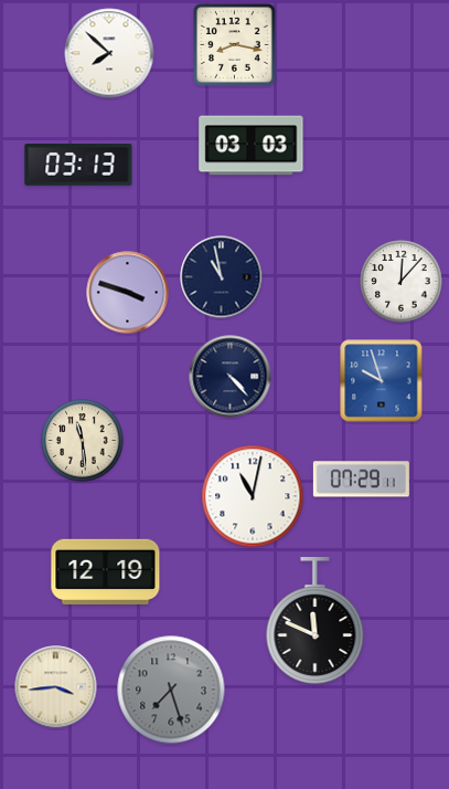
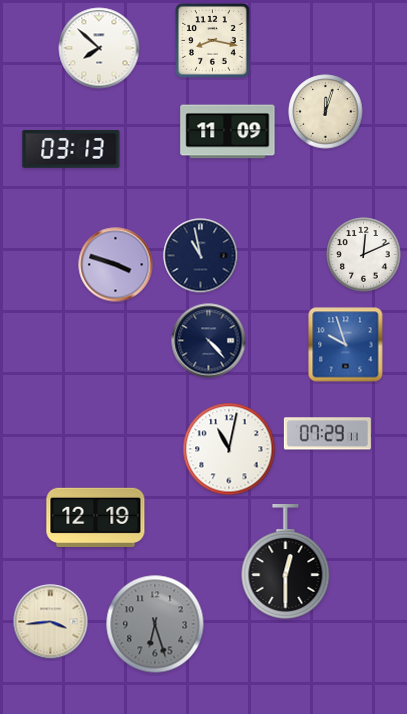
clock at (326, 112): none -> 12:03
clock at (252, 146): 03:03 -> 11:09
clock at (222, 277) position: (222, 277) -> (201, 256)
clock at (402, 282): 12:07 -> 12:11
clock at (83, 441): 11:29 -> none
clock at (316, 621): 11:49 -> 12:30
clock at (171, 690): 7:27 -> 6:27
